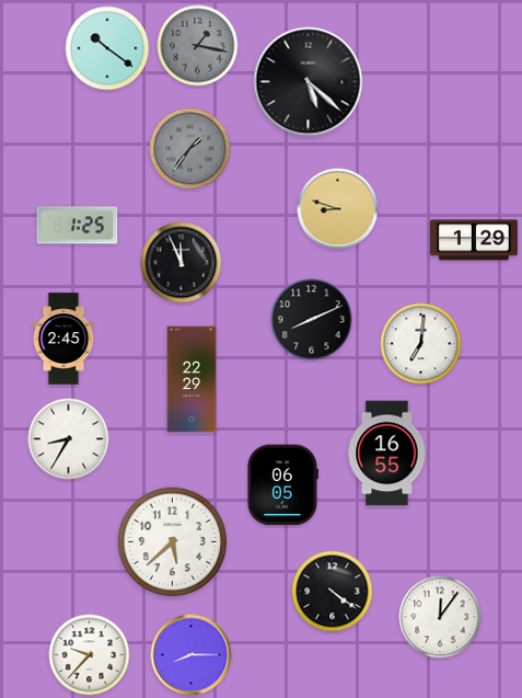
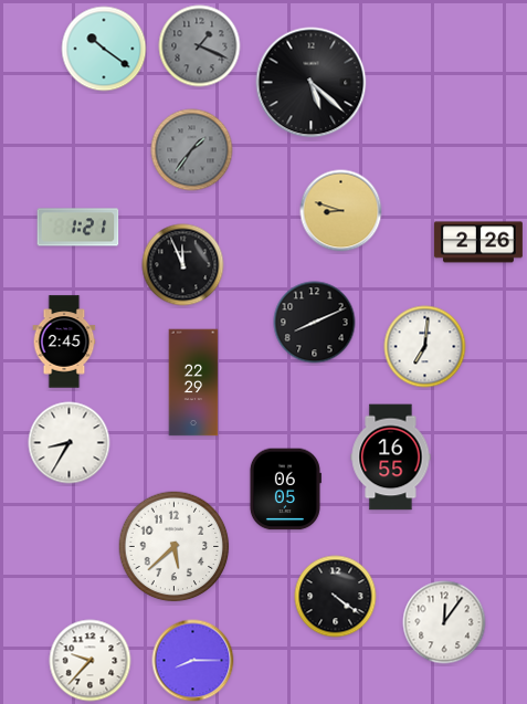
clock at (198, 46): 1:17 -> 1:19
clock at (107, 48) position: (107, 48) -> (104, 49)
clock at (78, 226): 1:25 -> 1:21
clock at (474, 240): 1:29 -> 2:26
